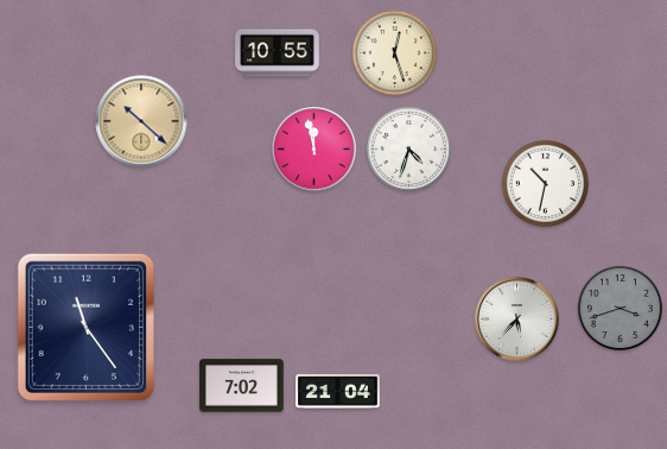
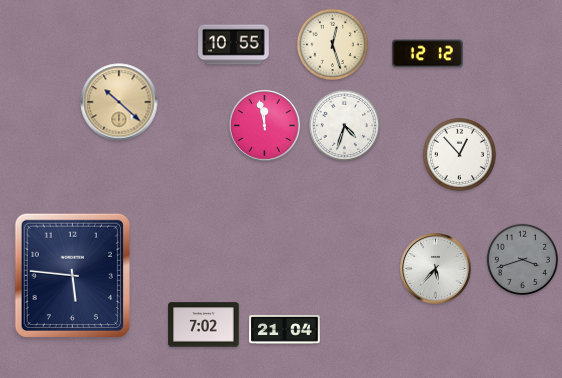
clock at (428, 54): none -> 12:12
clock at (545, 183): 10:32 -> 12:53
clock at (85, 327): 11:24 -> 5:46
